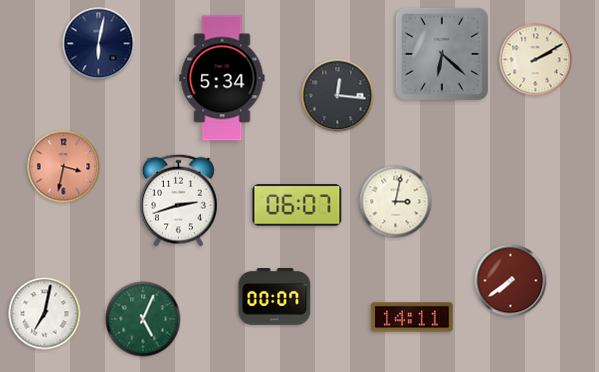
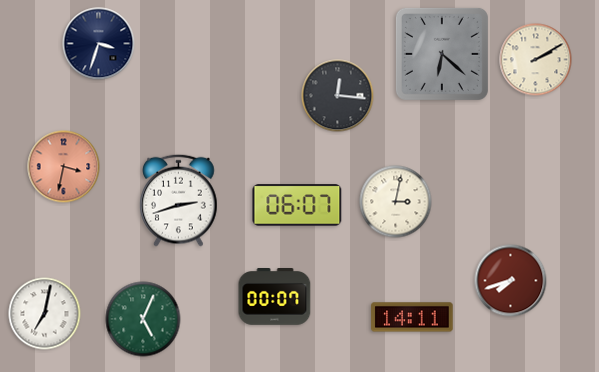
clock at (99, 44): 6:02 -> 3:33
clock at (222, 78): 5:34 -> none
clock at (511, 281): 7:39 -> 7:42
